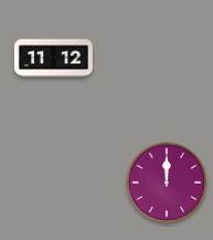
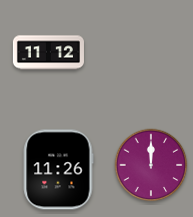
clock at (58, 170): none -> 11:26
